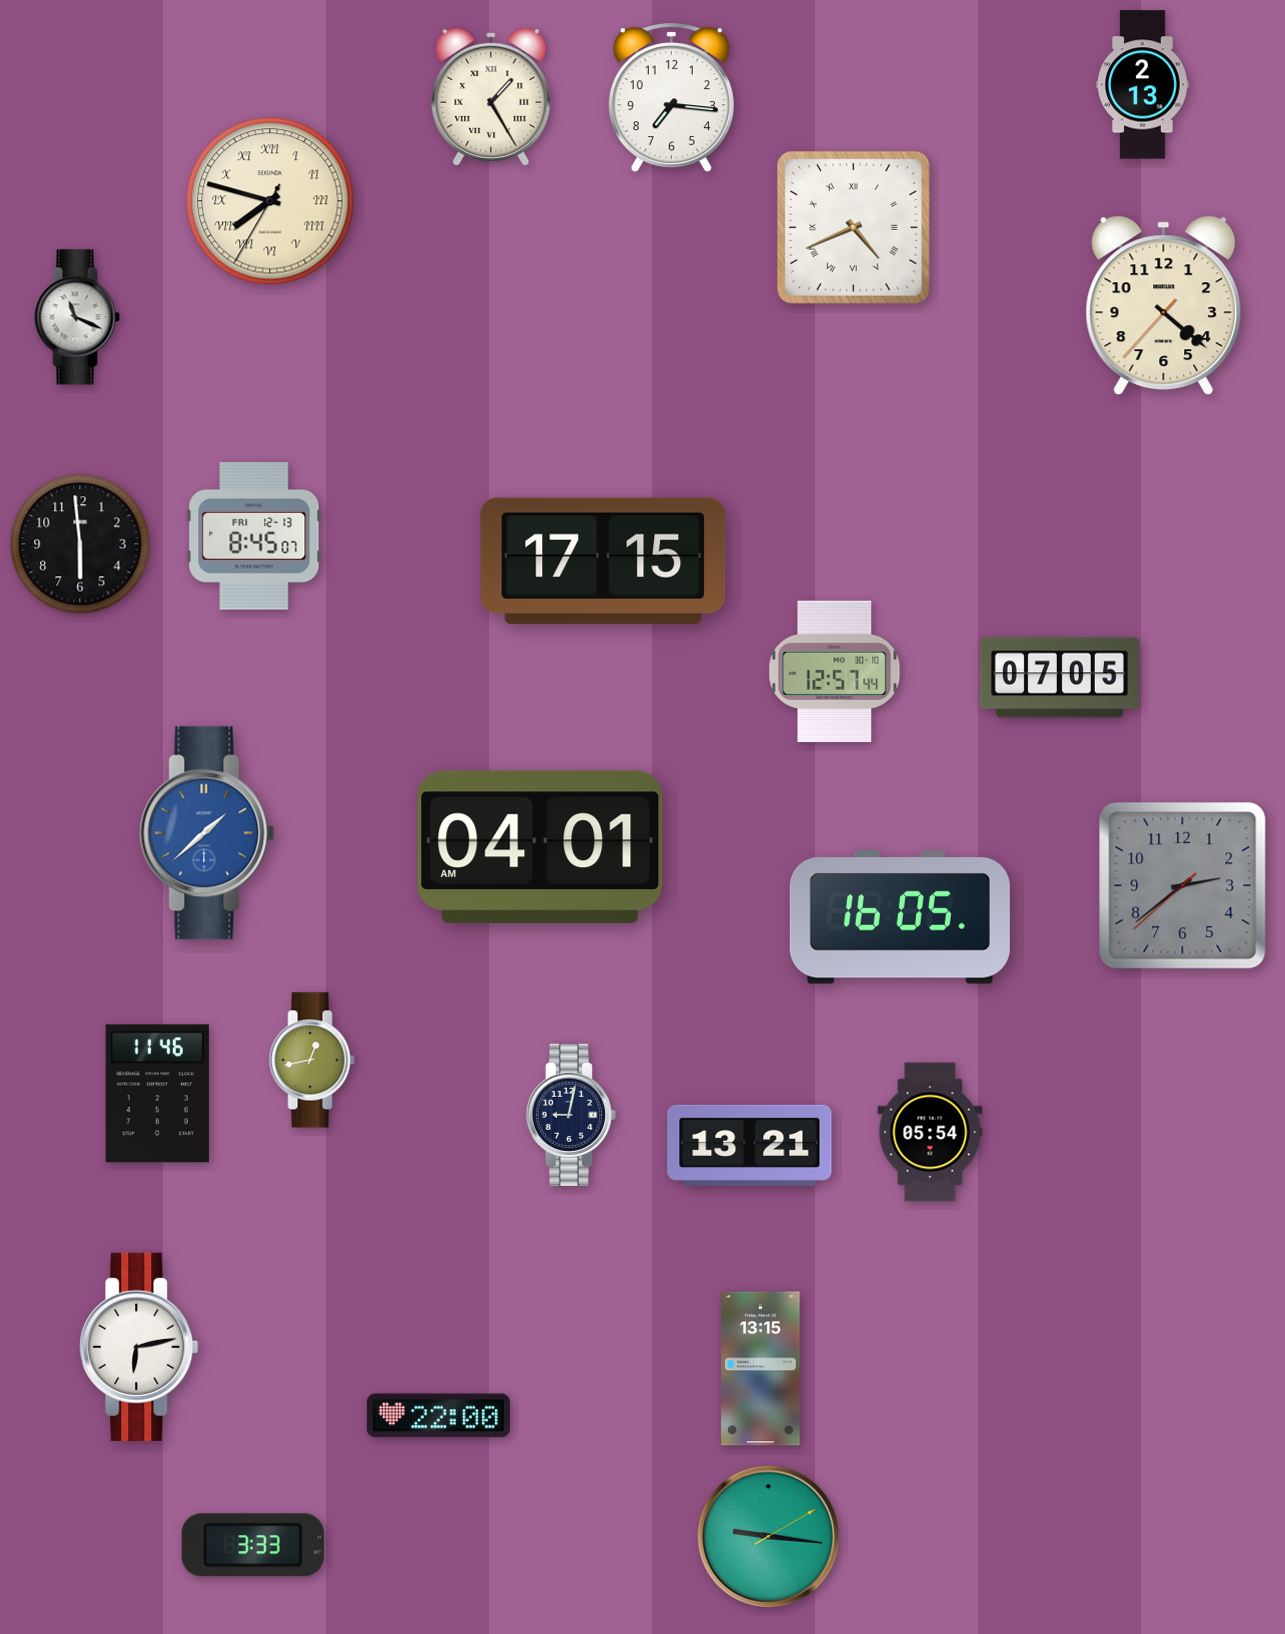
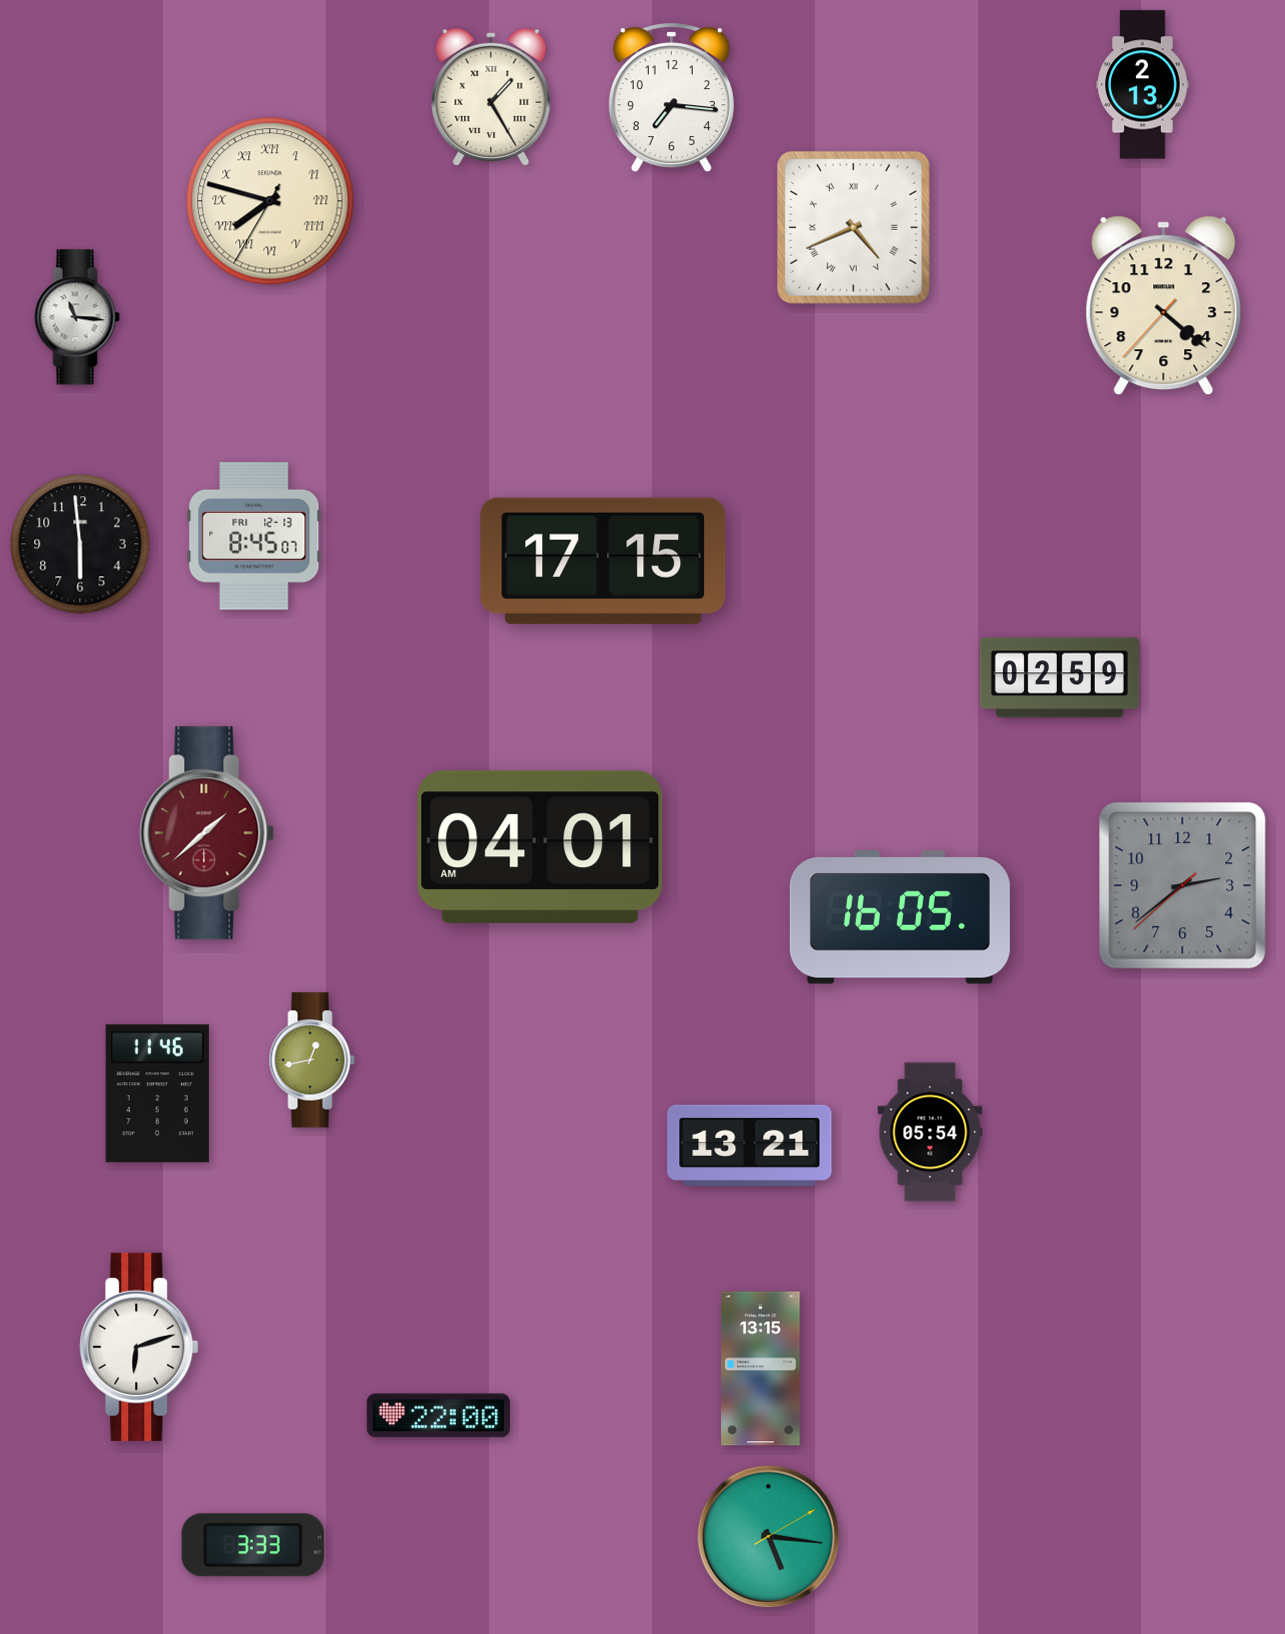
clock at (77, 317): 11:19 -> 11:16
clock at (835, 672): 12:57 -> none
clock at (1059, 678): 07:05 -> 02:59
clock at (207, 833) dial: blue -> burgundy
clock at (570, 1114): 9:02 -> none
clock at (139, 1347): 6:13 -> 6:12
clock at (769, 1537): 9:16 -> 5:16
